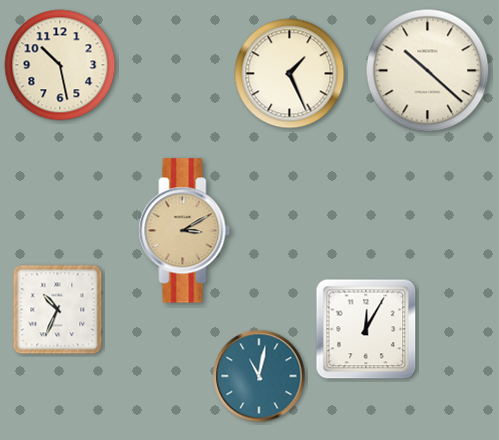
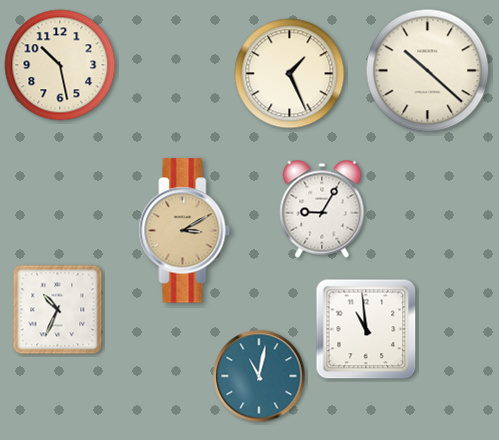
clock at (322, 209): none -> 9:05
clock at (366, 329): 12:05 -> 10:59
